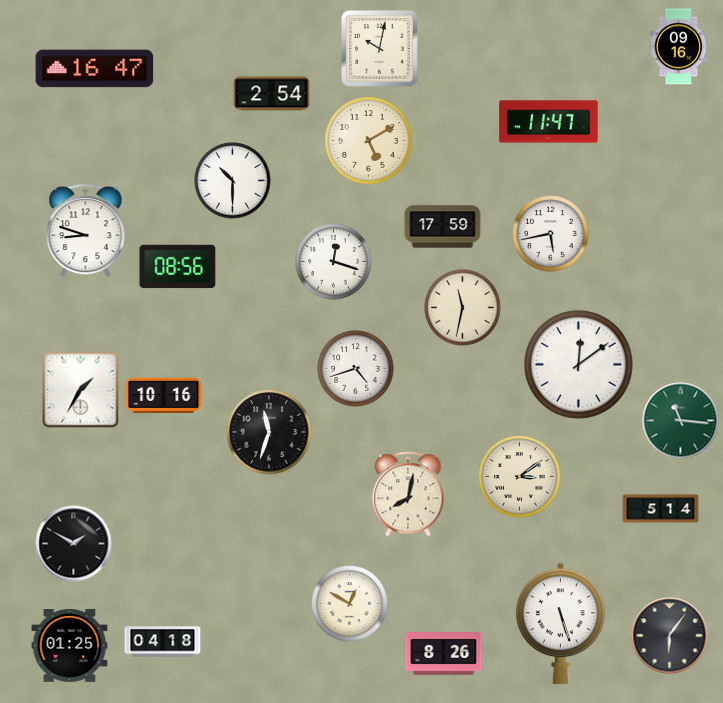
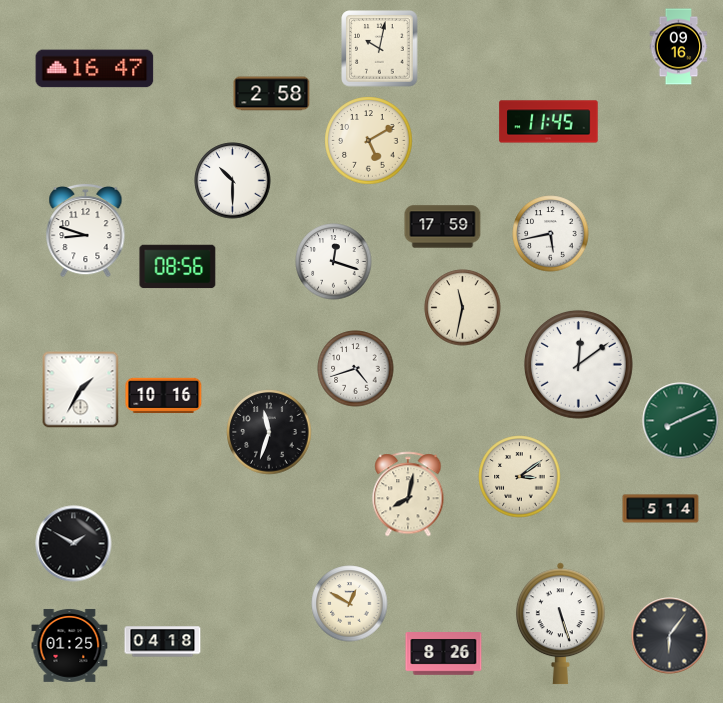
clock at (272, 94): 2:54 -> 2:58
clock at (549, 122): 11:47 -> 11:45
clock at (681, 421): 11:16 -> 8:11
